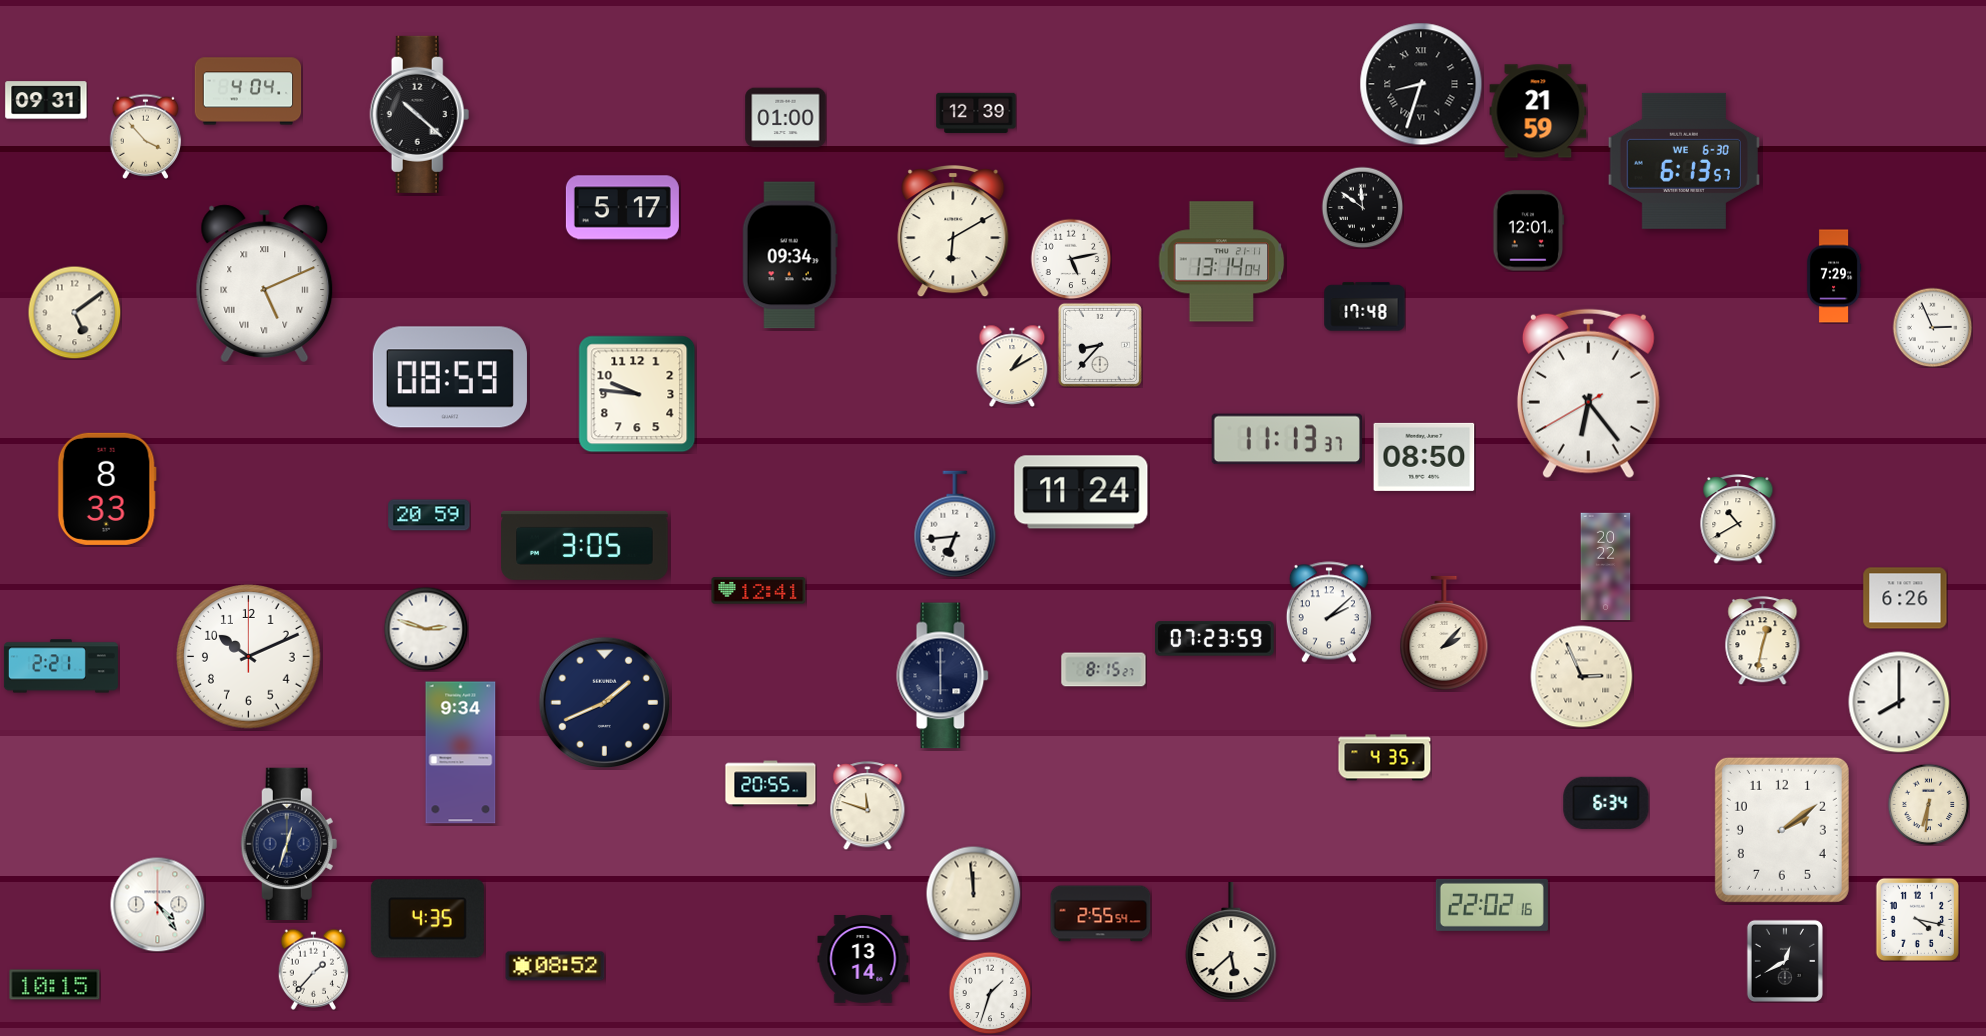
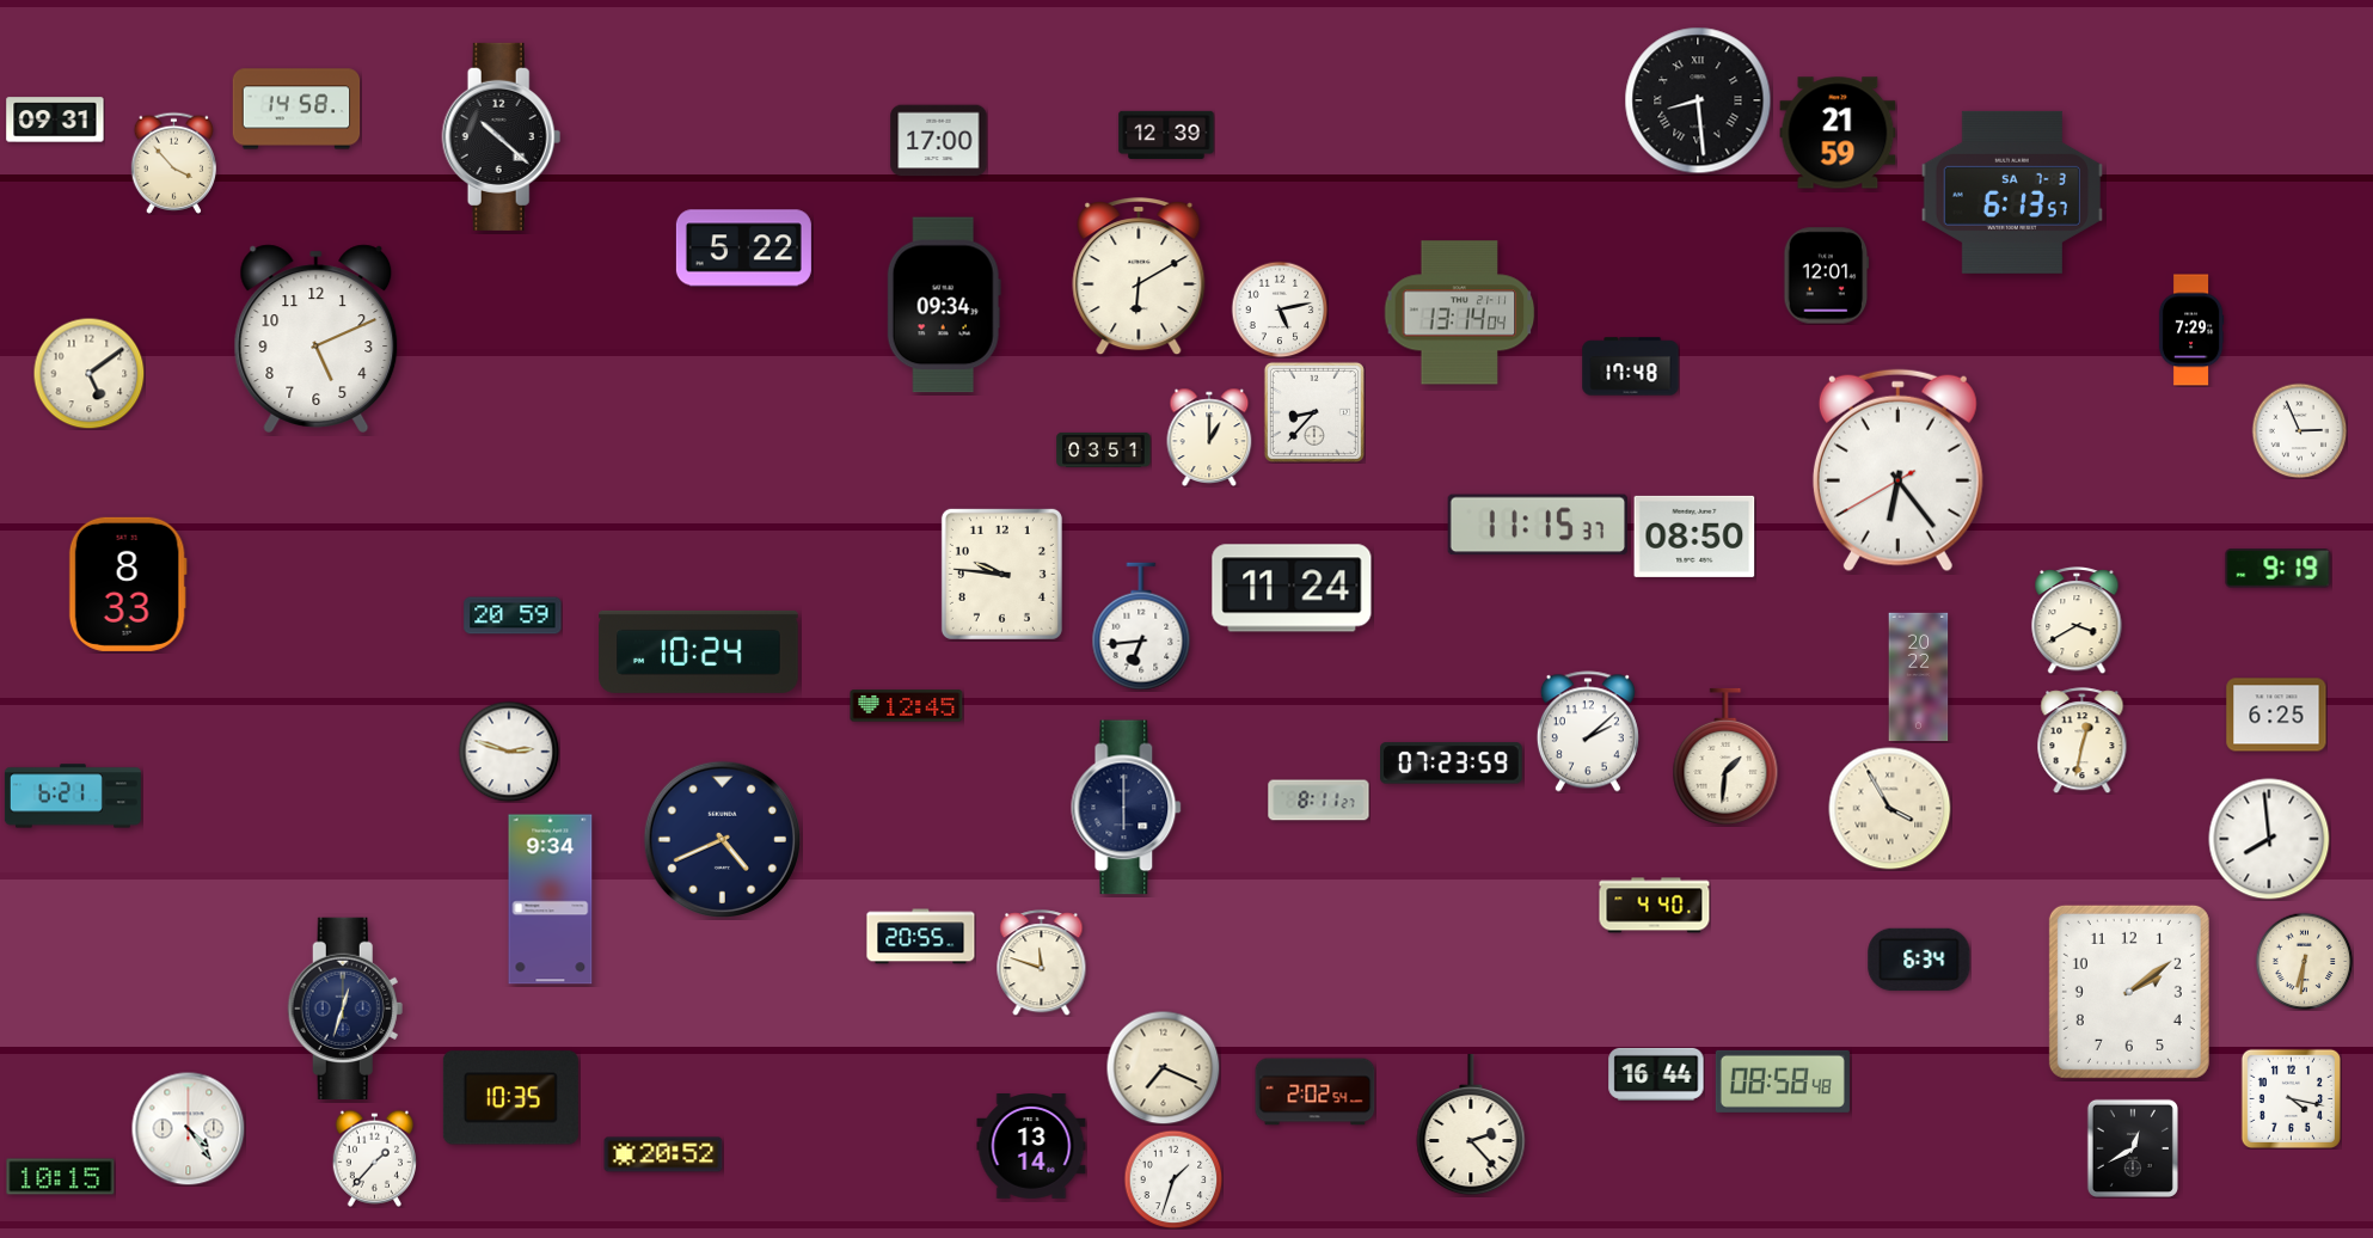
clock at (1421, 84): 8:33 -> 8:29
clock at (248, 91): 4:04 -> 14:58
clock at (786, 118): 01:00 -> 17:00
clock at (1683, 161) date: WE 6-30 -> SA 7-3
clock at (1362, 207): 11:51 -> none
clock at (622, 208): 5:17 -> 5:22
clock at (265, 283) numerals: Roman -> Arabic
clock at (1932, 327) position: (1932, 327) -> (2299, 430)
clock at (1012, 365): 1:10 -> 1:00
clock at (1104, 449): none -> 03:51
clock at (450, 377): 08:59 -> none
clock at (637, 394): 9:46 -> none
clock at (1287, 439): 11:13 -> 11:15
clock at (1424, 457) position: (1424, 457) -> (1694, 537)
clock at (2279, 569): none -> 9:19
clock at (1001, 574): none -> 9:46
clock at (1738, 520): 10:40 -> 3:40
clock at (585, 545): 3:05 -> 10:24
clock at (759, 591): 12:41 -> 12:45
clock at (1905, 598): 6:26 -> 6:25
clock at (1444, 633): 2:07 -> 1:31
clock at (1763, 641) position: (1763, 641) -> (2083, 741)
clock at (249, 657): 10:11 -> none
clock at (61, 666): 2:21 -> 6:21
clock at (1104, 670): 8:15 -> 8:11
clock at (1582, 677): 2:56 -> 3:55
clock at (604, 702): 1:41 -> 4:41
clock at (1899, 702): 8:00 -> 7:59
clock at (1385, 758): 4:35 -> 4:40
clock at (868, 806) position: (868, 806) -> (1042, 963)
clock at (973, 893): 11:59 -> 7:19
clock at (1656, 1074): none -> 16:44
clock at (157, 904) position: (157, 904) -> (188, 1128)
clock at (1492, 905): 22:02 -> 08:58
clock at (1101, 914): 2:55 -> 2:02
clock at (427, 919): 4:35 -> 10:35
clock at (1231, 941): 5:38 -> 2:23
clock at (555, 966): 08:52 -> 20:52
clock at (55, 985) position: (55, 985) -> (61, 1177)
clock at (990, 993) position: (990, 993) -> (1173, 1179)
